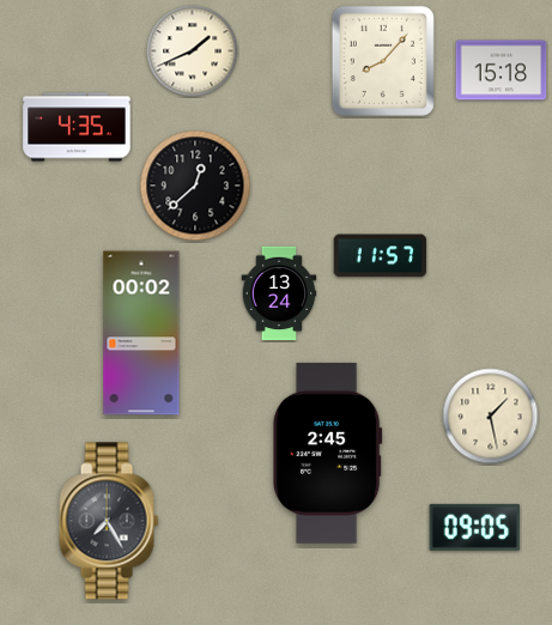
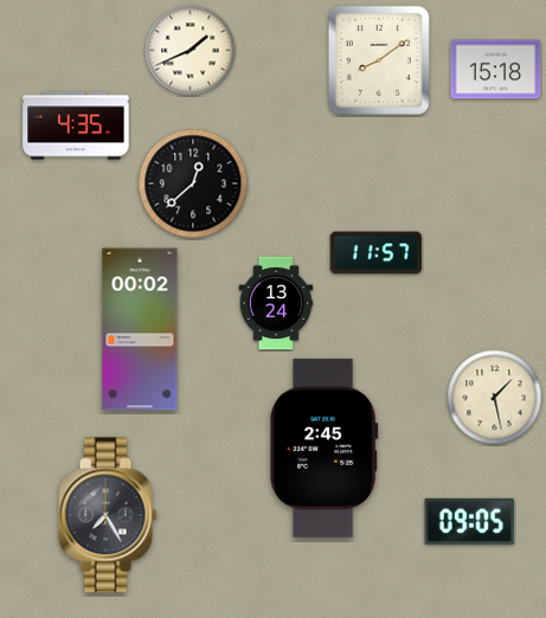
clock at (383, 61): 8:07 -> 8:09
clock at (279, 293) position: (279, 293) -> (276, 303)
clock at (491, 417) position: (491, 417) -> (495, 398)
